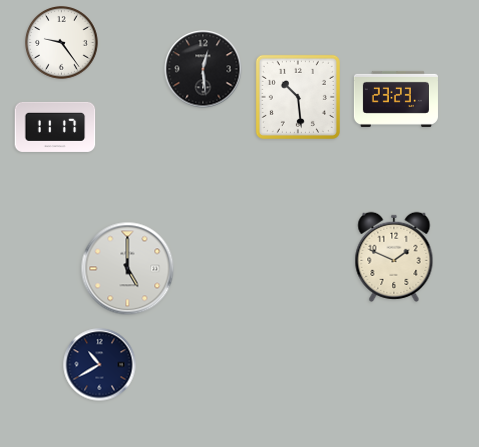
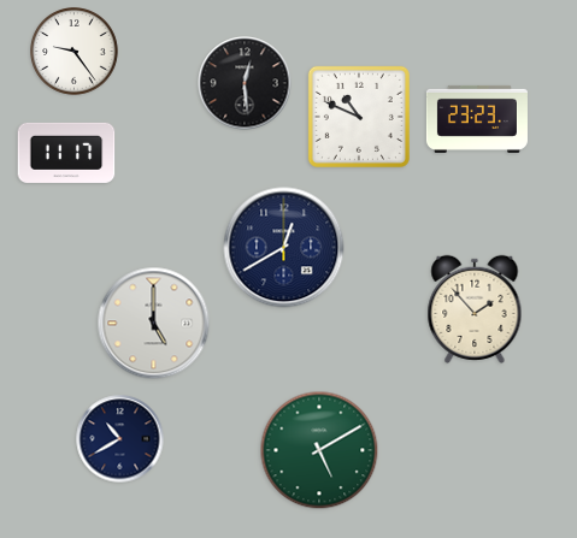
clock at (298, 97): 10:29 -> 10:49
clock at (284, 248): none -> 12:40
clock at (394, 257): 1:49 -> 1:53
clock at (319, 450): none -> 5:10
